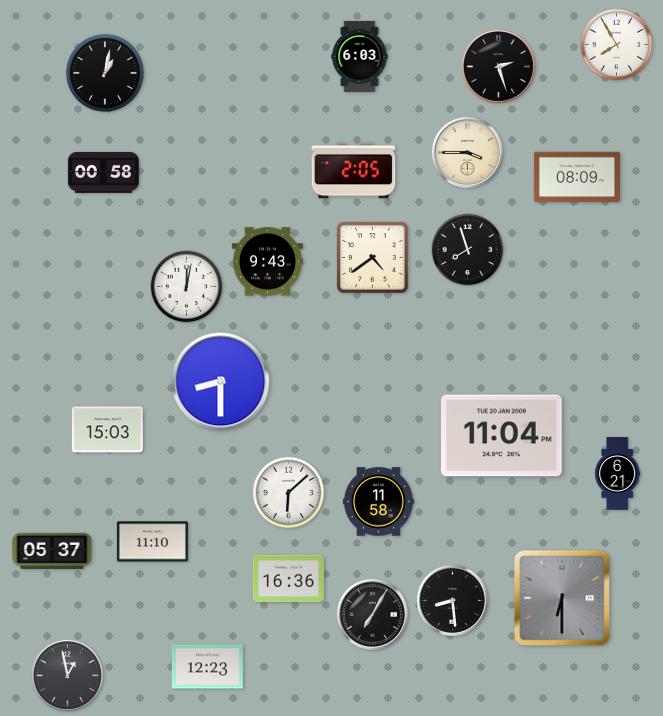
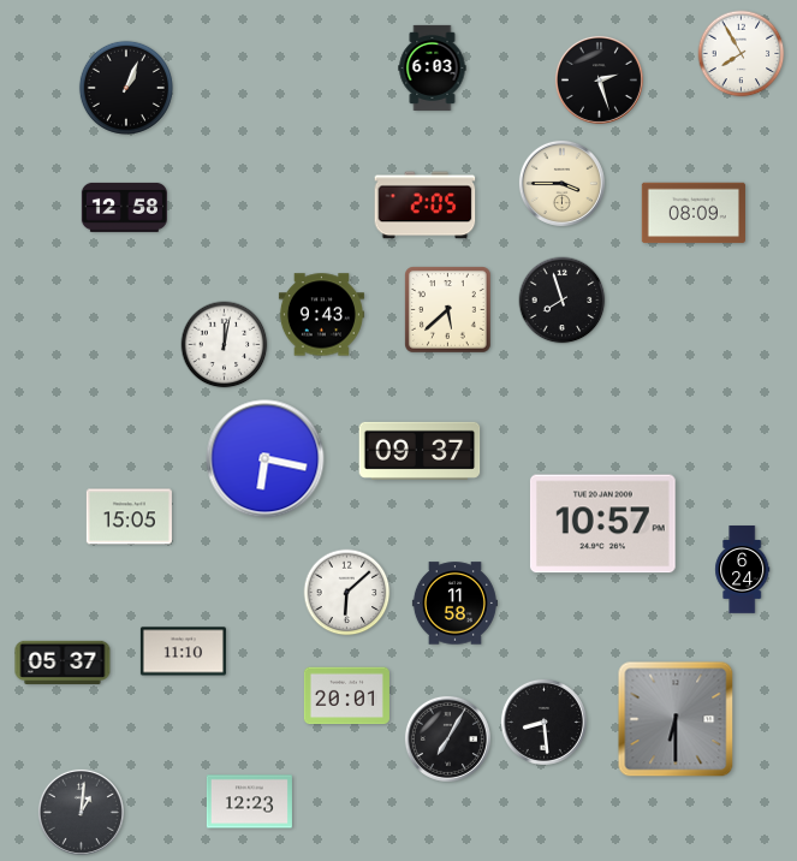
clock at (105, 73): 1:02 -> 1:04
clock at (103, 172): 00:58 -> 12:58
clock at (373, 258): 4:39 -> 5:38
clock at (420, 451): none -> 09:37
clock at (221, 382): 8:30 -> 6:17
clock at (107, 430): 15:03 -> 15:05
clock at (501, 436): 11:04 -> 10:57
clock at (618, 474): 6:21 -> 6:24
clock at (288, 579): 16:36 -> 20:01
clock at (67, 675): 12:58 -> 1:01
